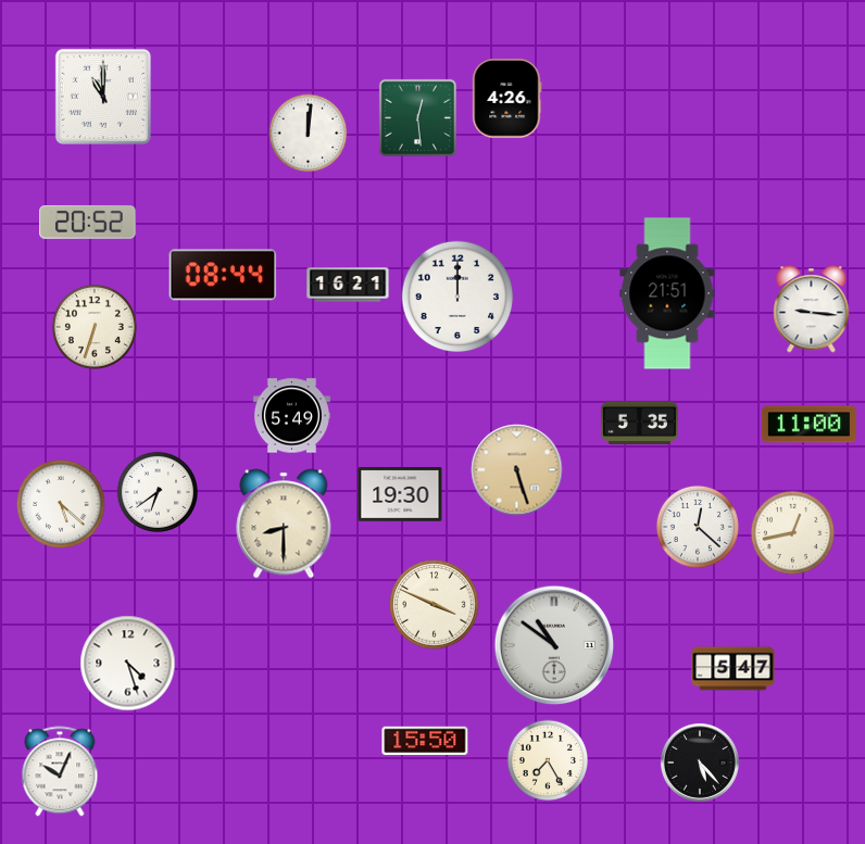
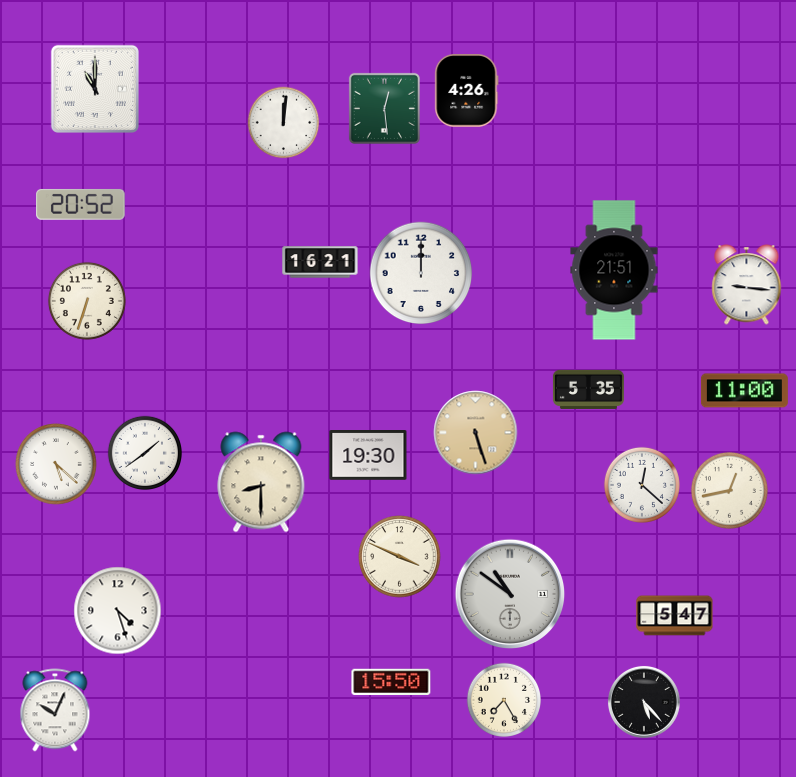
clock at (223, 275): 08:44 -> none
clock at (291, 416): 5:49 -> none
clock at (156, 491): 6:39 -> 1:39
